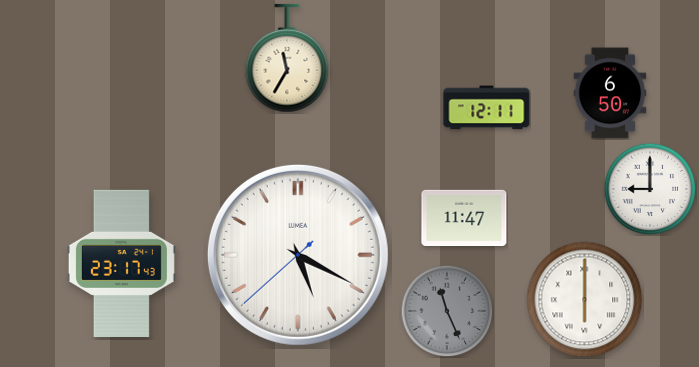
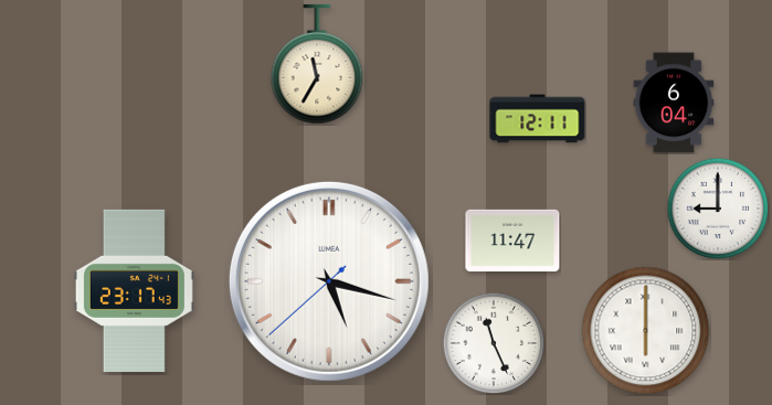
clock at (610, 93): 6:50 -> 6:04
clock at (298, 255): 5:19 -> 5:17
clock at (447, 311) dial: grey -> white
